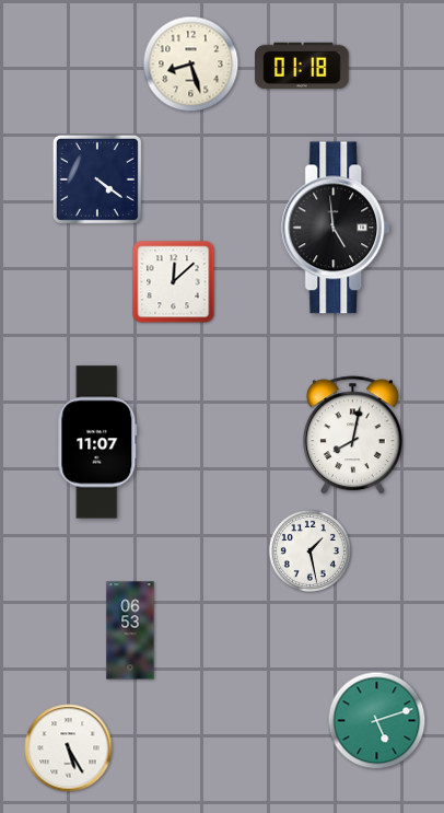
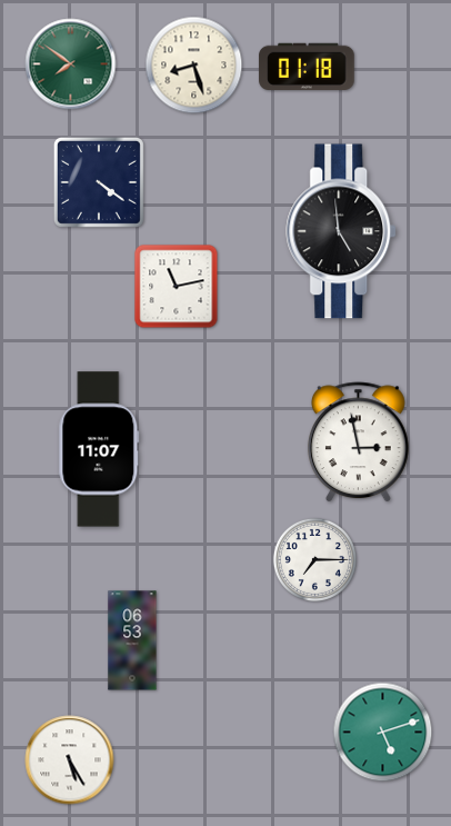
clock at (71, 64): none -> 7:51
clock at (174, 282): 12:08 -> 11:13
clock at (352, 435): 8:02 -> 2:58
clock at (309, 550): 1:28 -> 7:15
